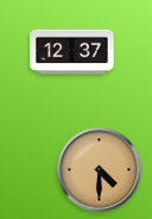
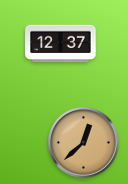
clock at (100, 170): 4:30 -> 12:38
